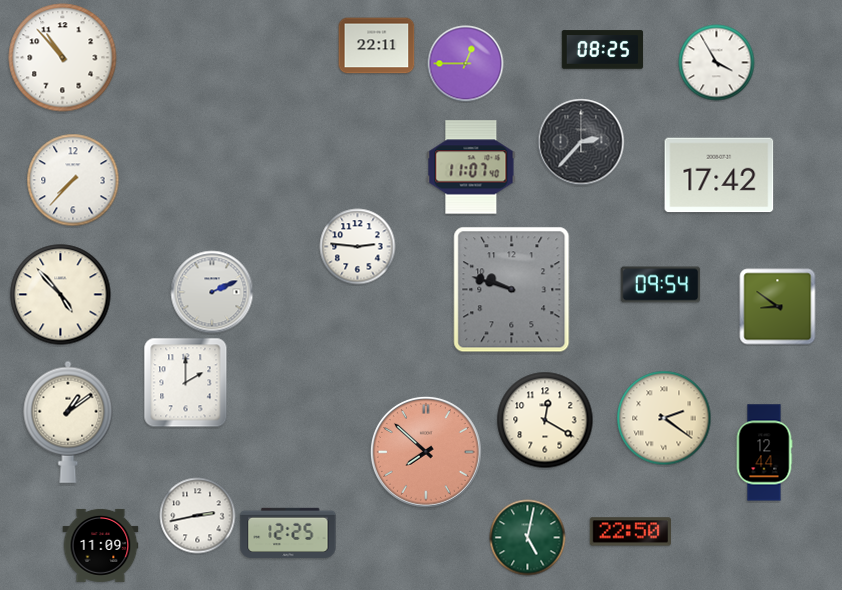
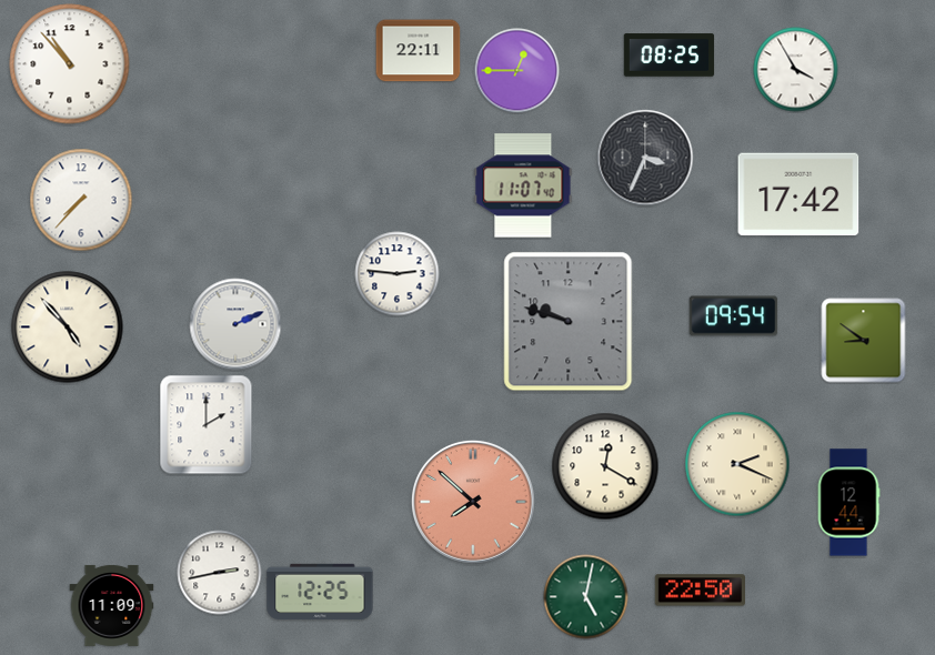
clock at (581, 142): 2:37 -> 3:34
clock at (664, 418): 2:21 -> 2:19
clock at (68, 422): 1:09 -> none
